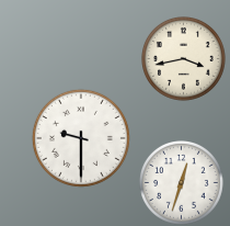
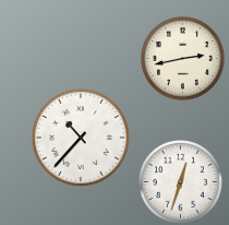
clock at (184, 59): 3:43 -> 2:43
clock at (81, 138): 9:30 -> 10:37
